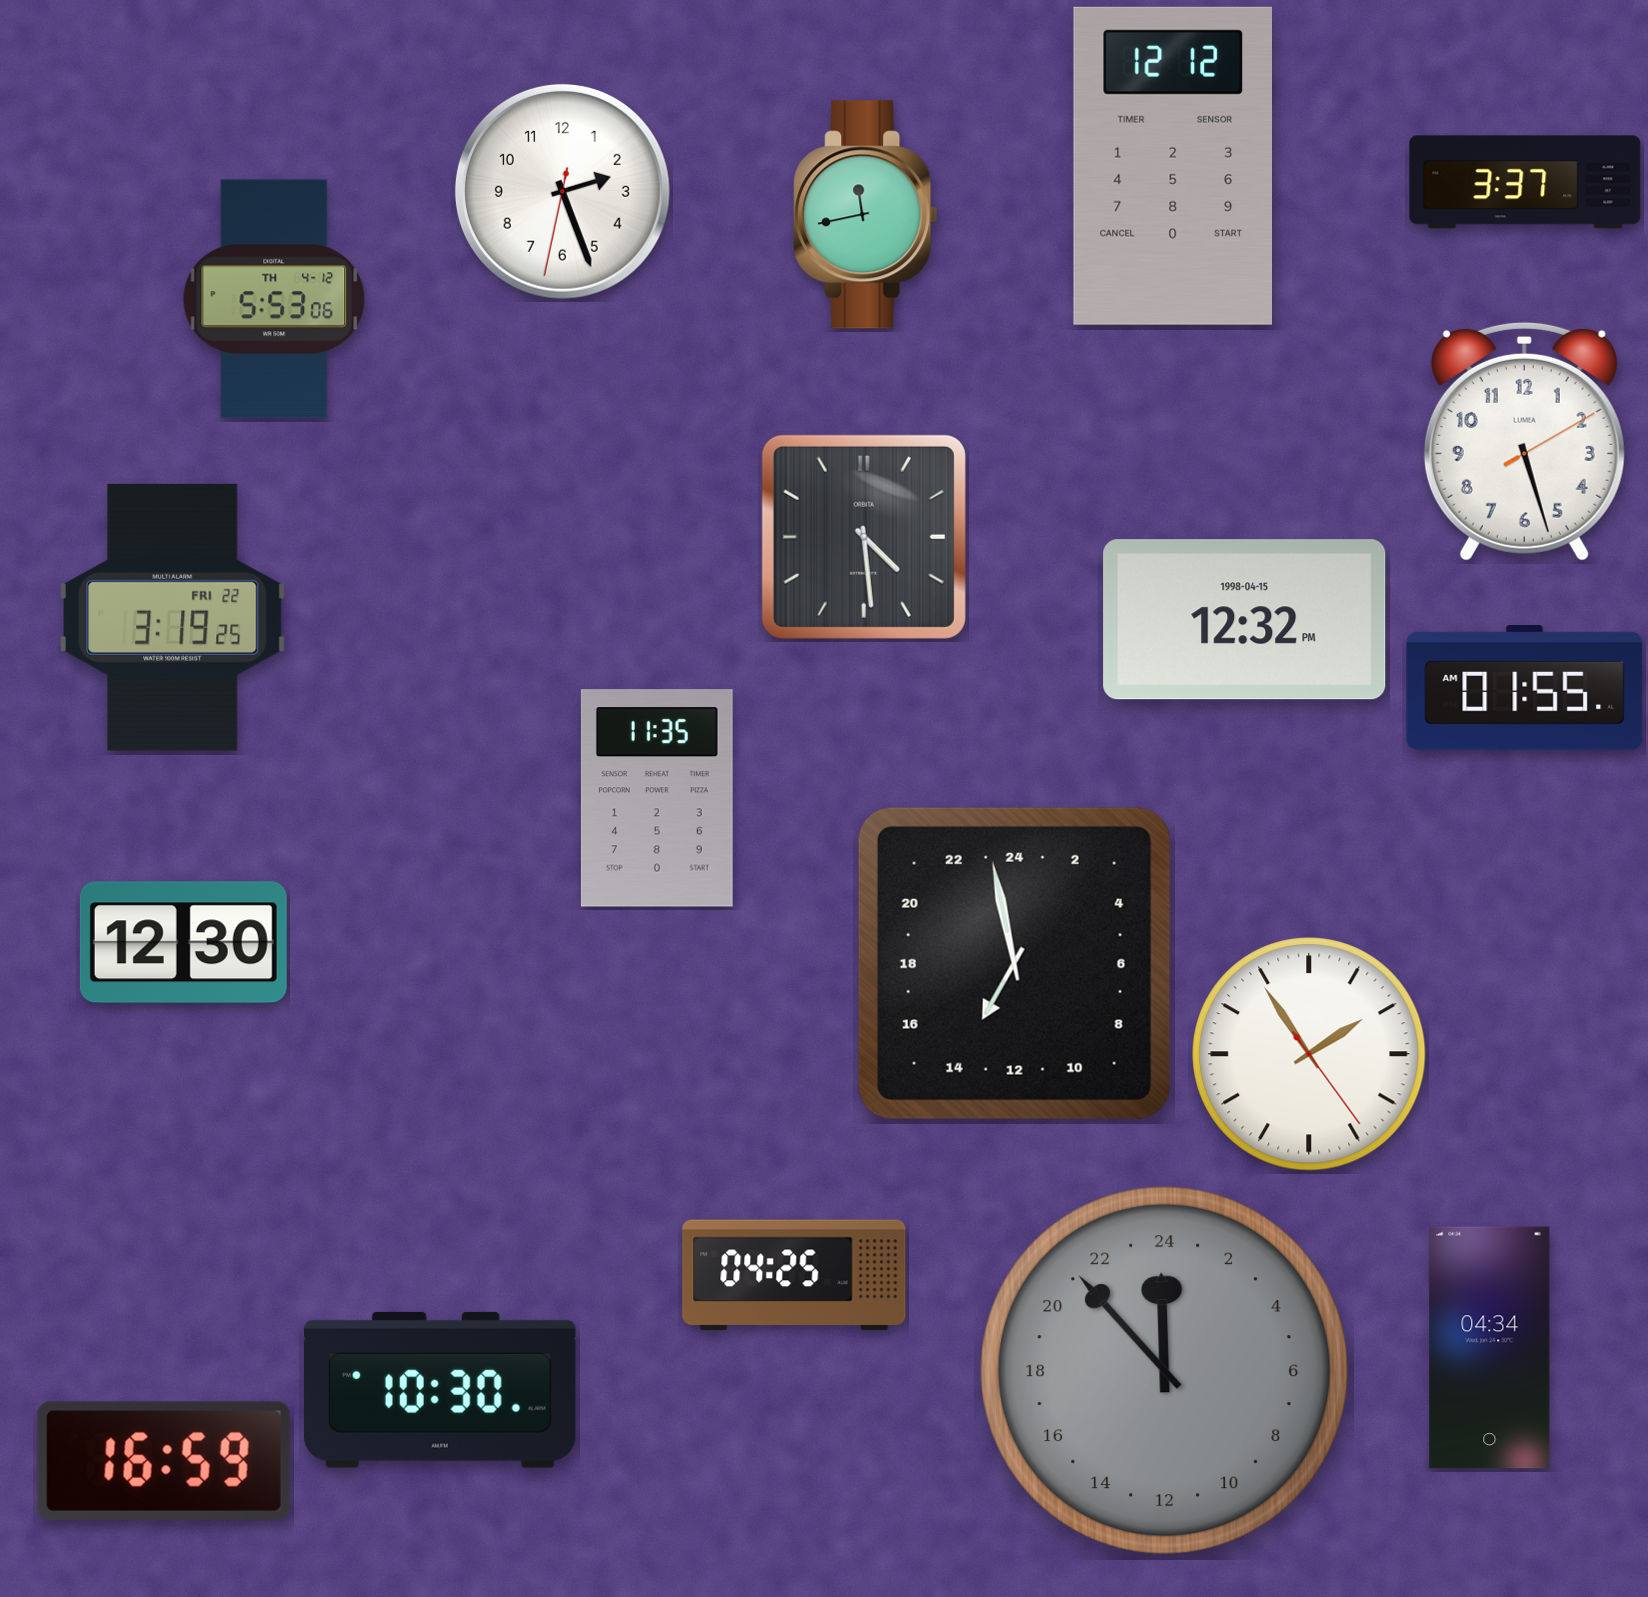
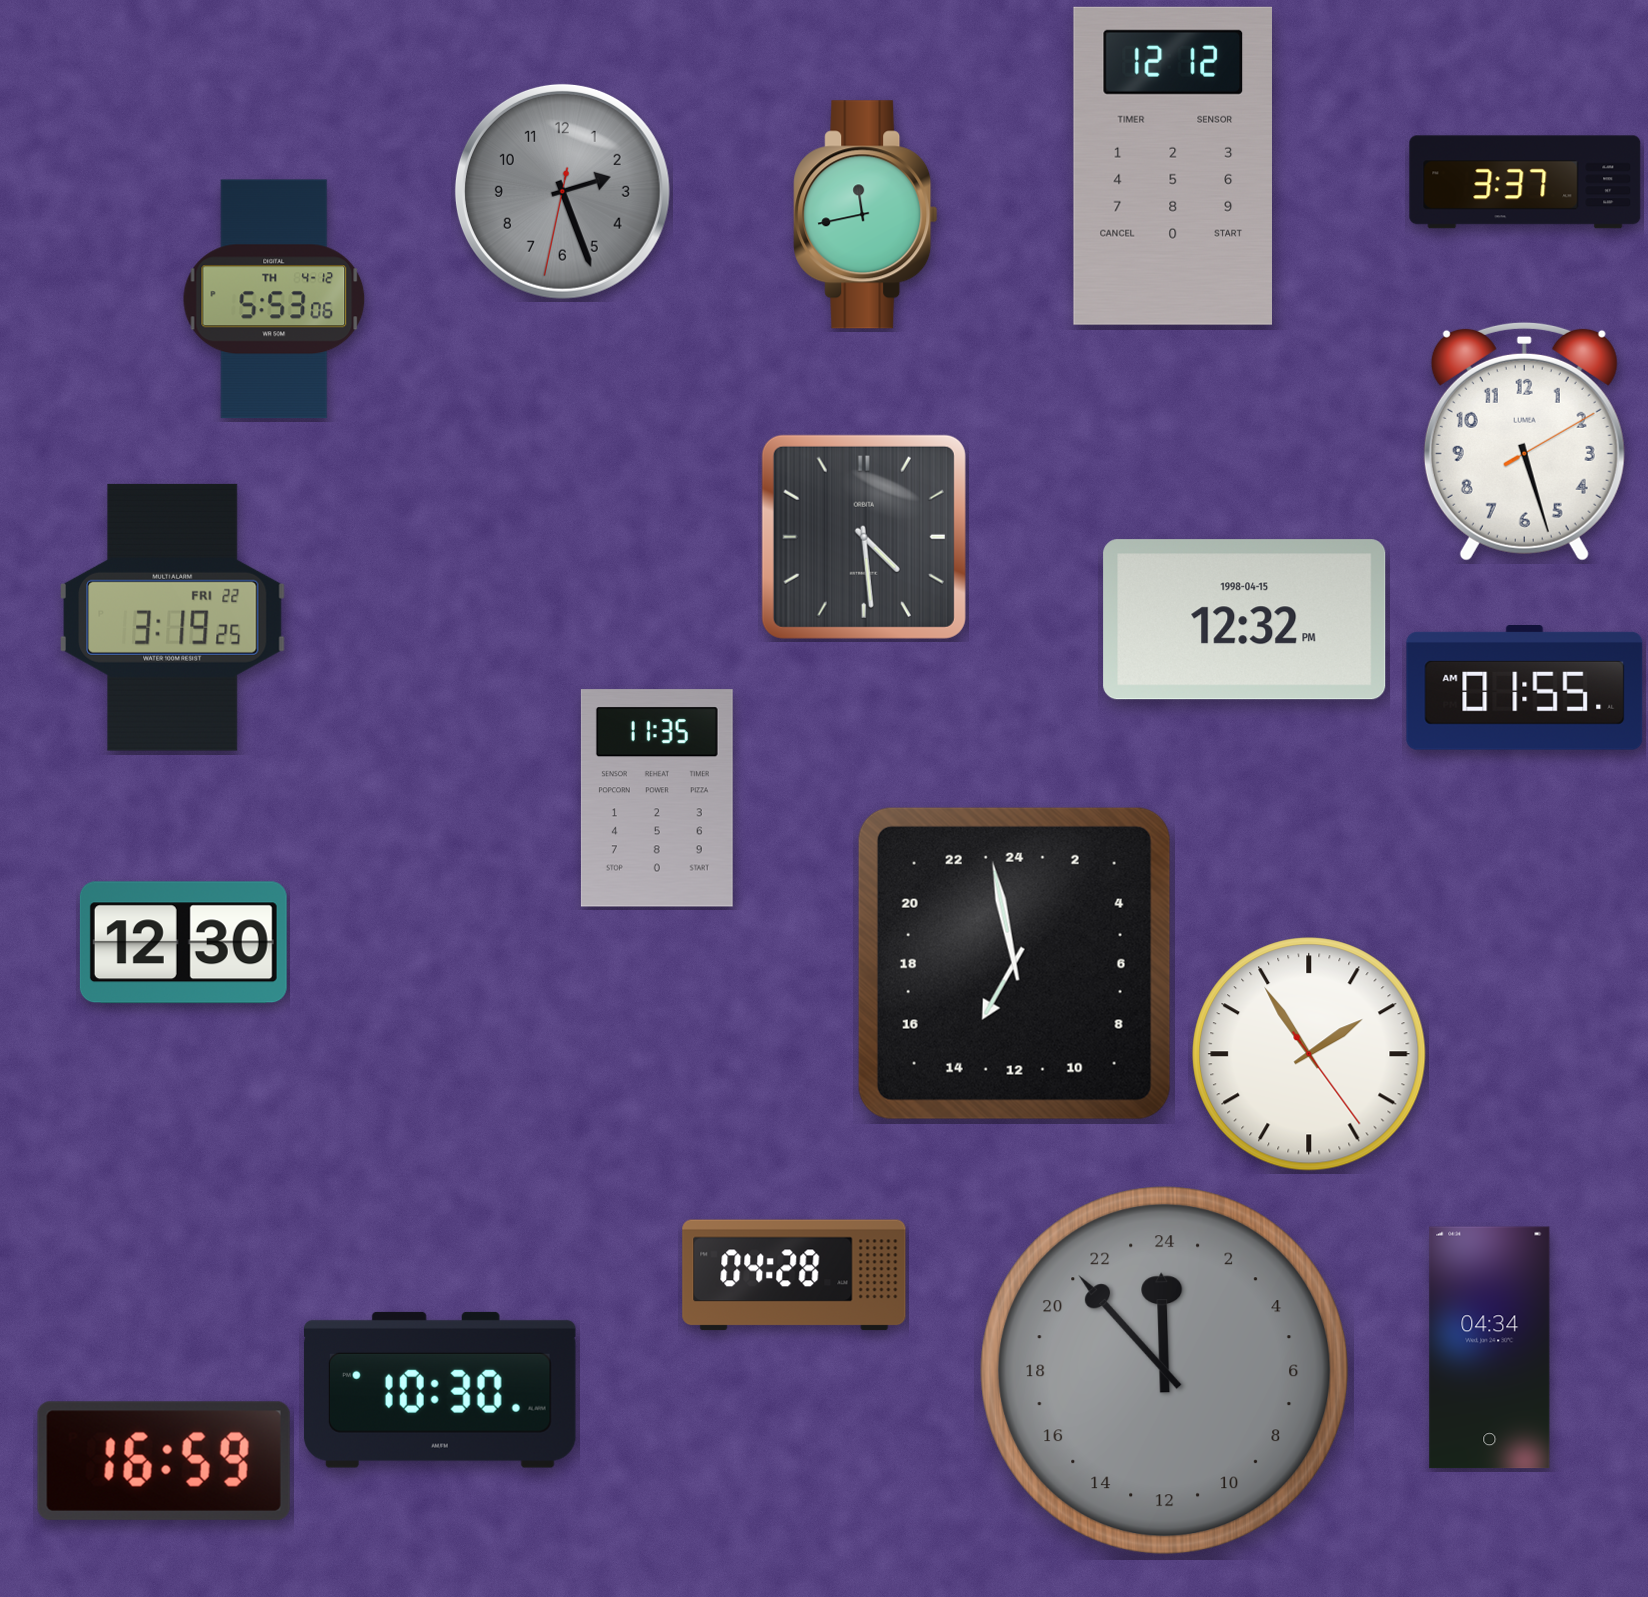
clock at (562, 191) dial: white -> grey
clock at (794, 1275): 04:25 -> 04:28
